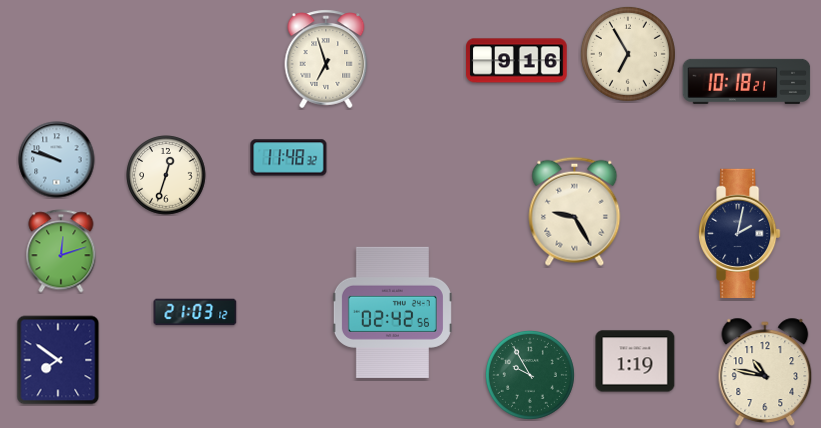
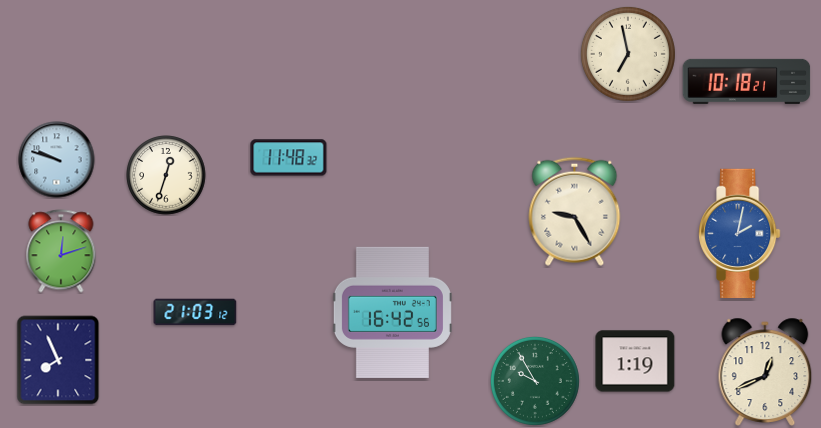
clock at (628, 54): 6:55 -> 6:58
clock at (326, 59): 6:57 -> none
clock at (517, 61): 9:16 -> none
clock at (740, 233) dial: navy -> blue
clock at (392, 312): 02:42 -> 16:42
clock at (58, 360): 7:51 -> 7:56
clock at (765, 372): 10:47 -> 12:41
clock at (530, 375) position: (530, 375) -> (535, 381)
